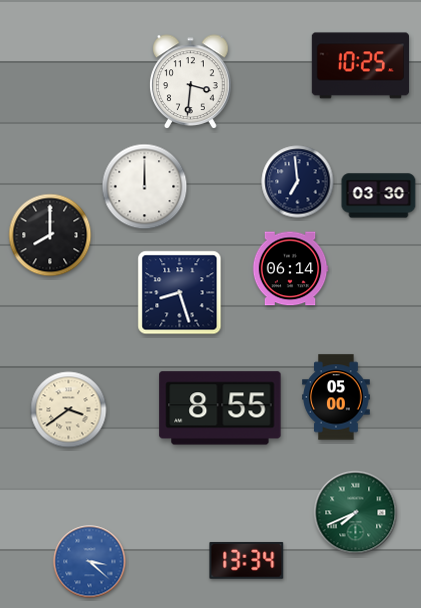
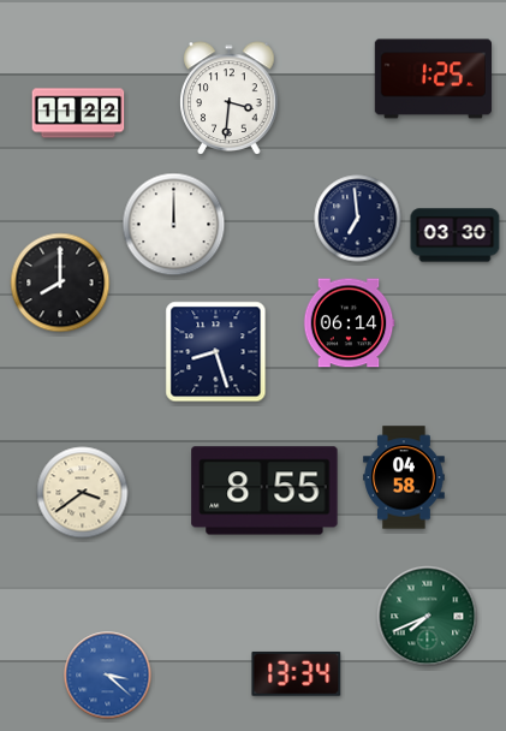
clock at (360, 66): 10:25 -> 1:25
clock at (78, 113): none -> 11:22
clock at (336, 397): 05:00 -> 04:58
